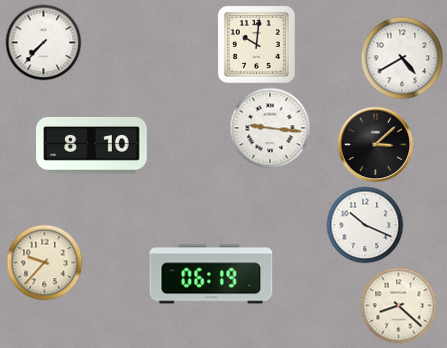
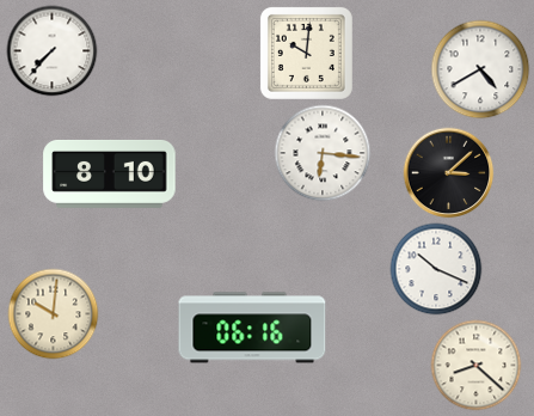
clock at (270, 128): 9:16 -> 6:16
clock at (45, 263): 9:37 -> 10:01
clock at (211, 274): 06:19 -> 06:16
